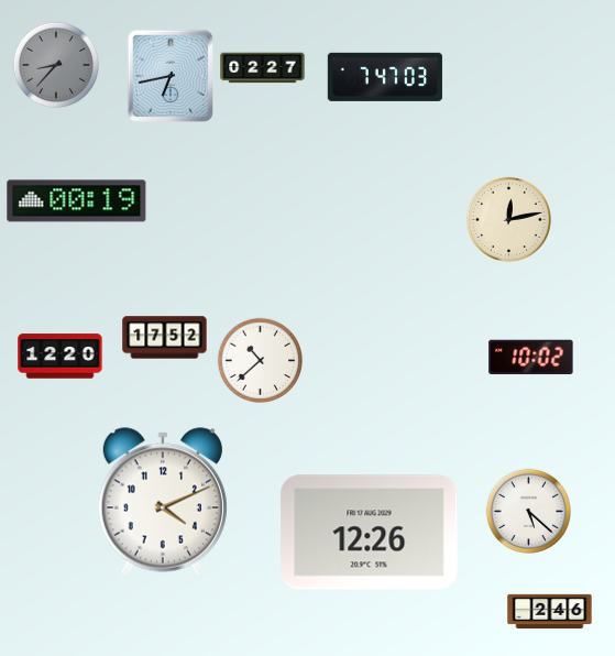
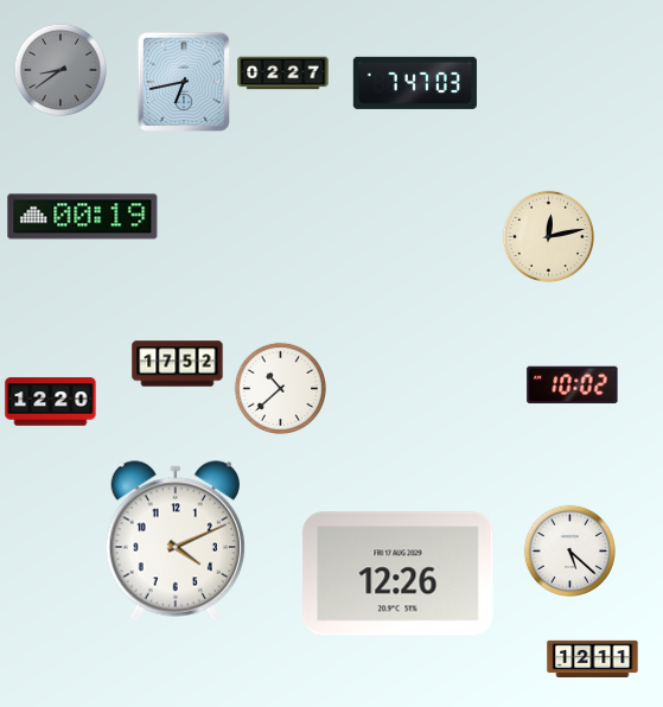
clock at (55, 64): 8:37 -> 8:39
clock at (61, 357) position: (61, 357) -> (51, 402)
clock at (550, 611): 2:46 -> 12:11
